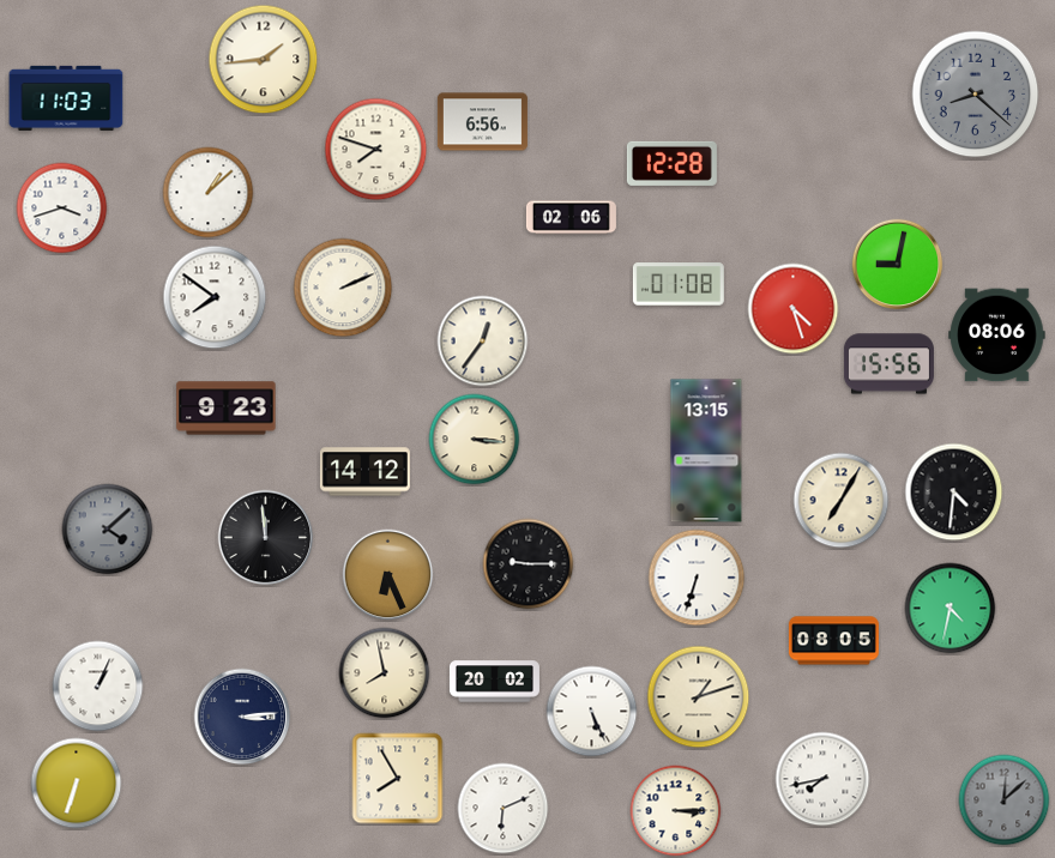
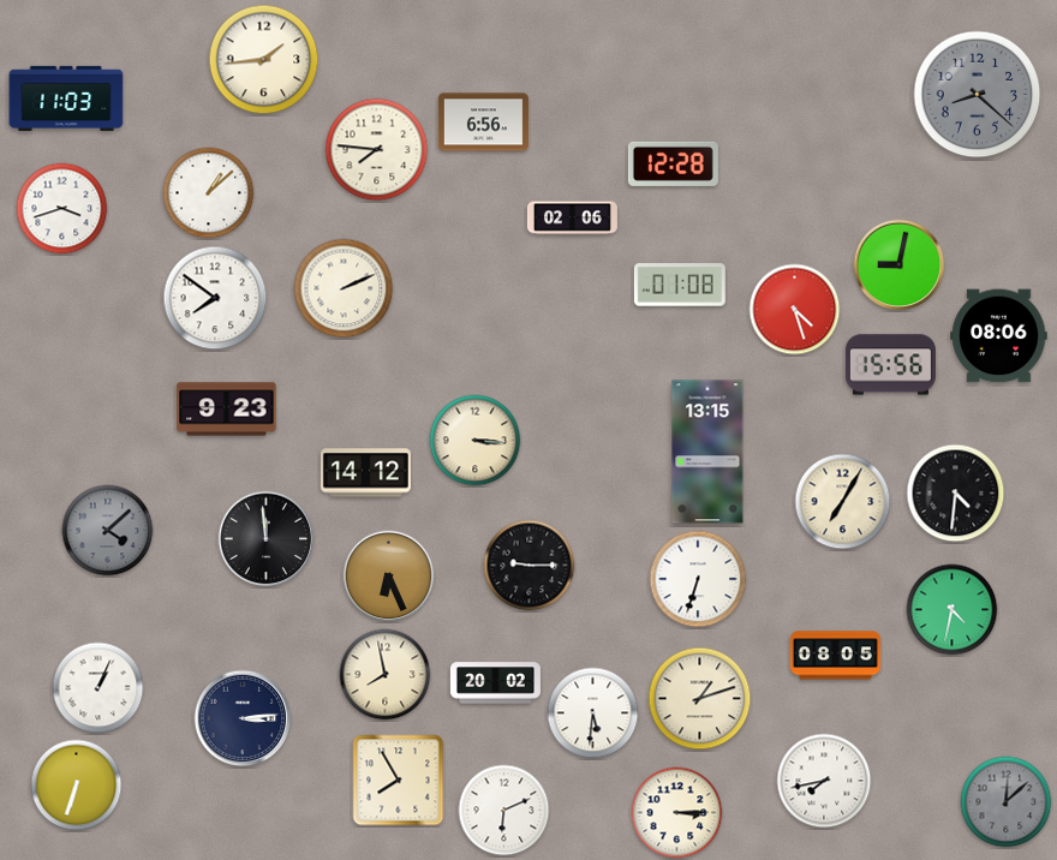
clock at (376, 150): 7:48 -> 7:46
clock at (483, 342): 12:36 -> none
clock at (833, 641) position: (833, 641) -> (835, 656)
clock at (592, 712): 5:26 -> 5:31
